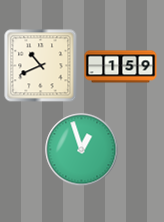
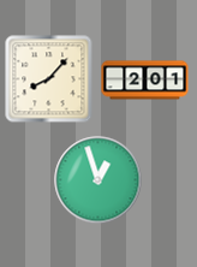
clock at (41, 66): 10:41 -> 8:07
clock at (121, 67): 1:59 -> 2:01
